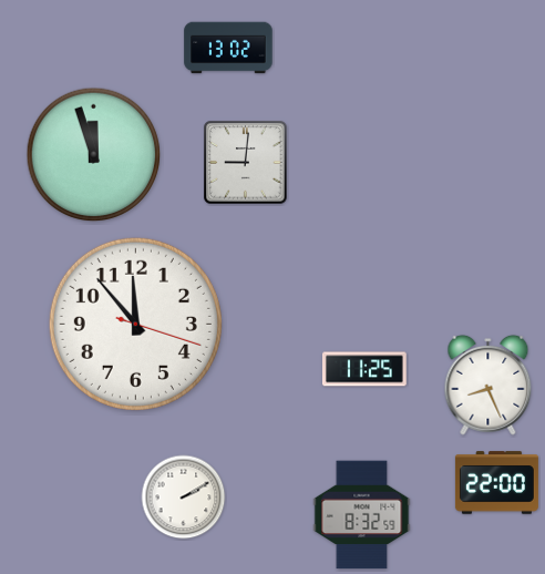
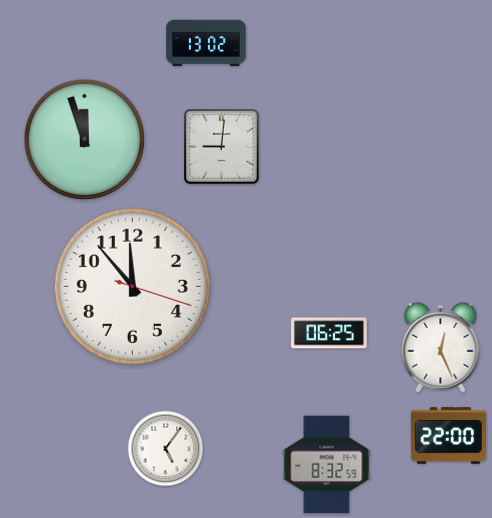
clock at (135, 324) position: (135, 324) -> (132, 286)
clock at (364, 369): 11:25 -> 06:25
clock at (489, 385): 8:26 -> 12:26
clock at (184, 498): 2:10 -> 5:06
